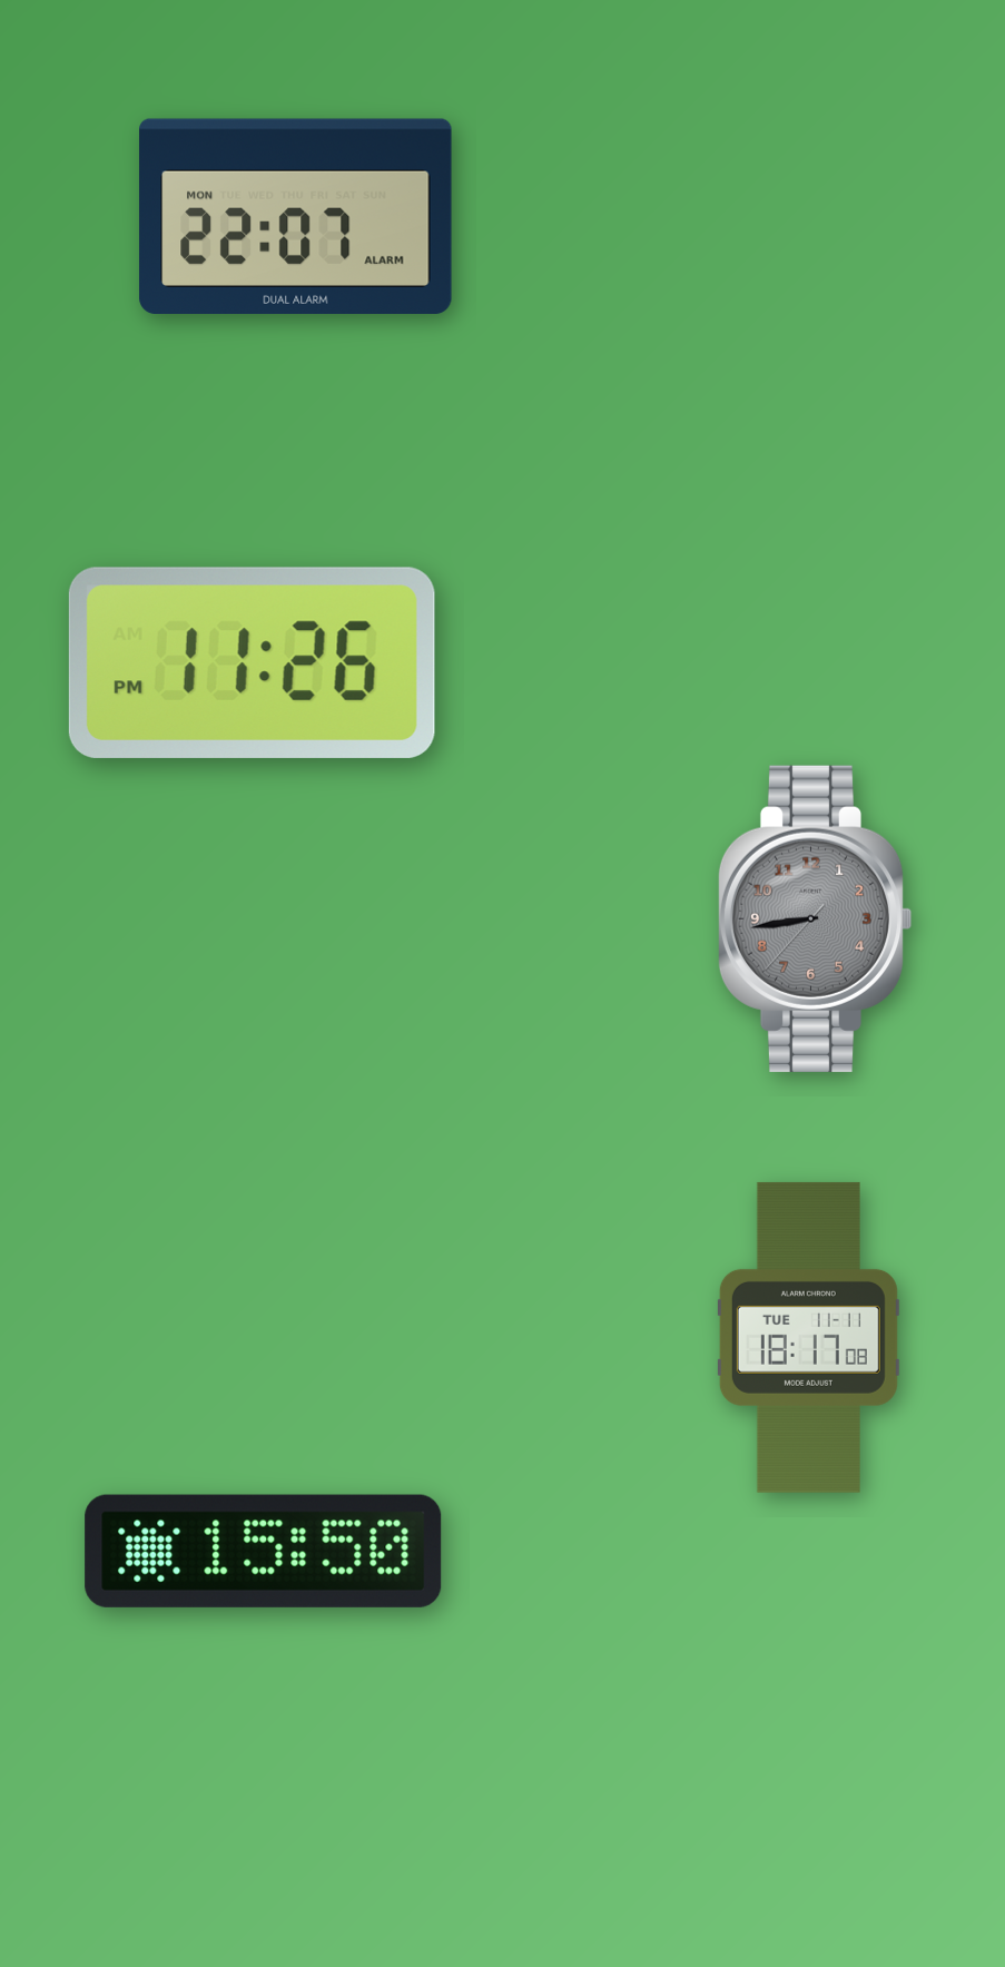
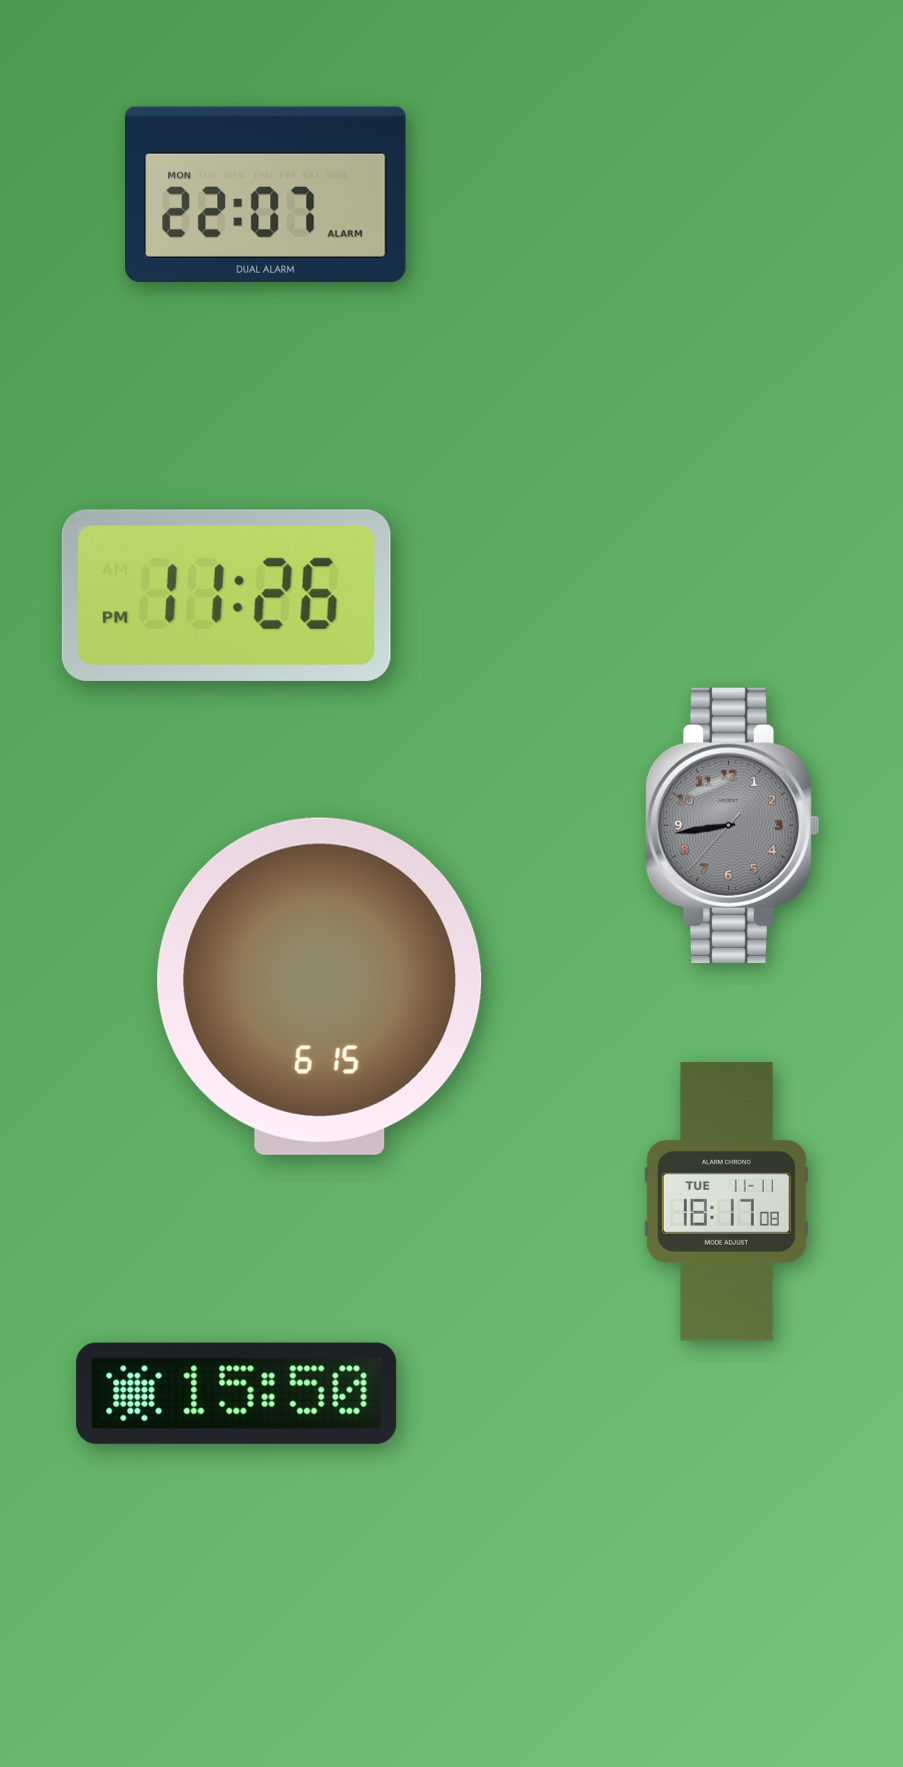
clock at (320, 986): none -> 6:15
